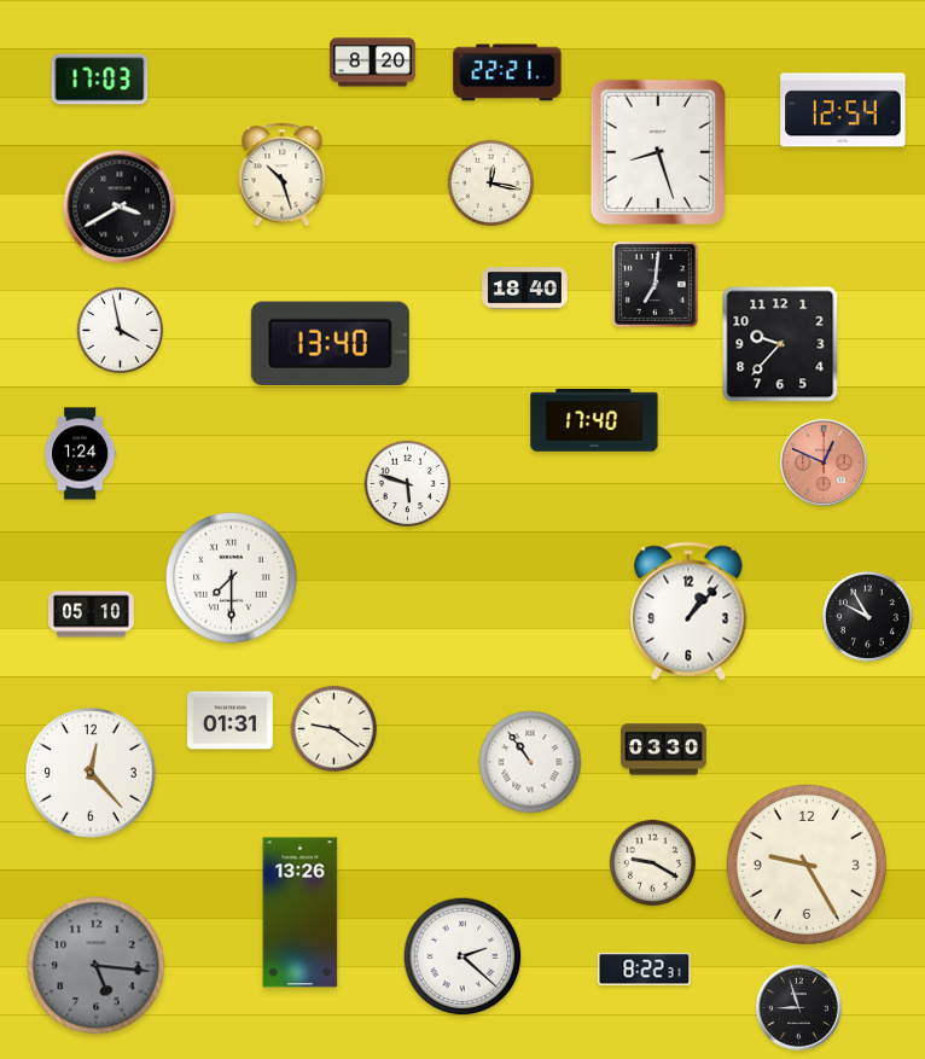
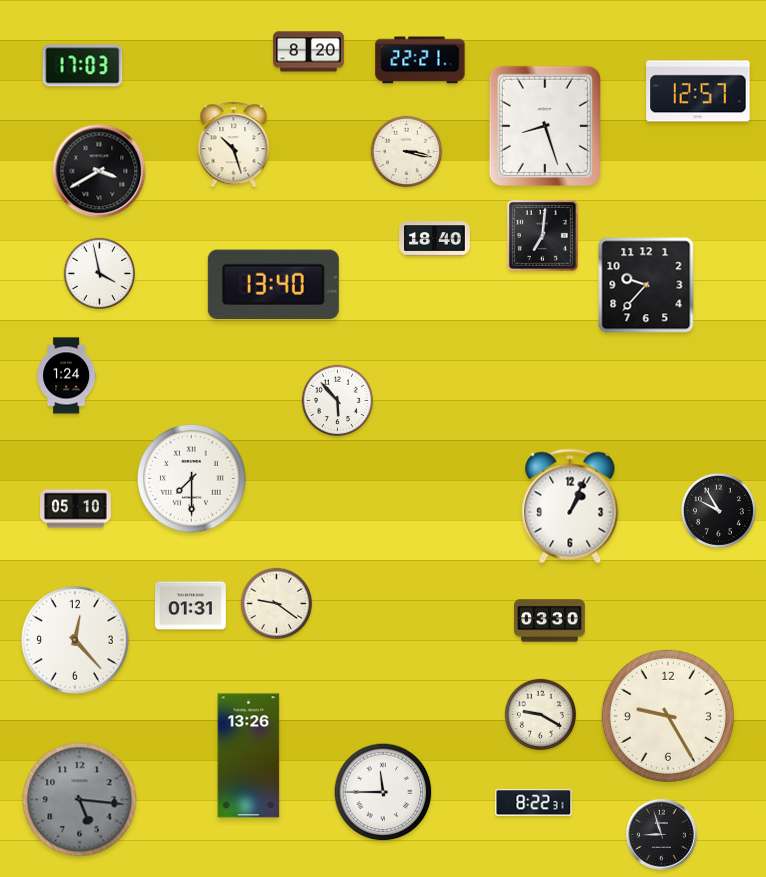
clock at (843, 110): 12:54 -> 12:57
clock at (491, 184): 12:17 -> 3:17
clock at (594, 420): 17:40 -> none
clock at (824, 462): 12:49 -> none
clock at (408, 484): 5:48 -> 5:53
clock at (688, 611): 1:07 -> 1:04
clock at (231, 721) position: (231, 721) -> (191, 606)
clock at (530, 762): 10:54 -> none
clock at (463, 956): 2:22 -> 11:45
